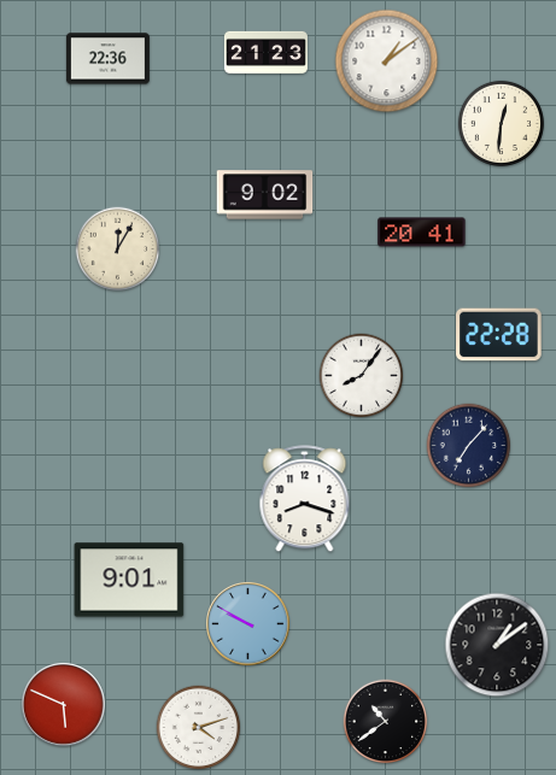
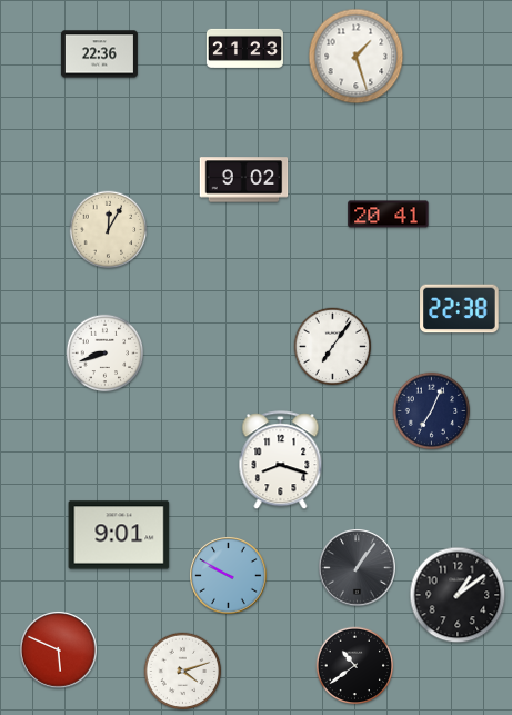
clock at (387, 61): 1:09 -> 1:27
clock at (501, 123): 12:31 -> none
clock at (499, 335): 22:28 -> 22:38
clock at (362, 376): 8:06 -> 7:06
clock at (106, 354): none -> 8:42
clock at (469, 446): 7:07 -> 7:04
clock at (358, 568): none -> 1:06
